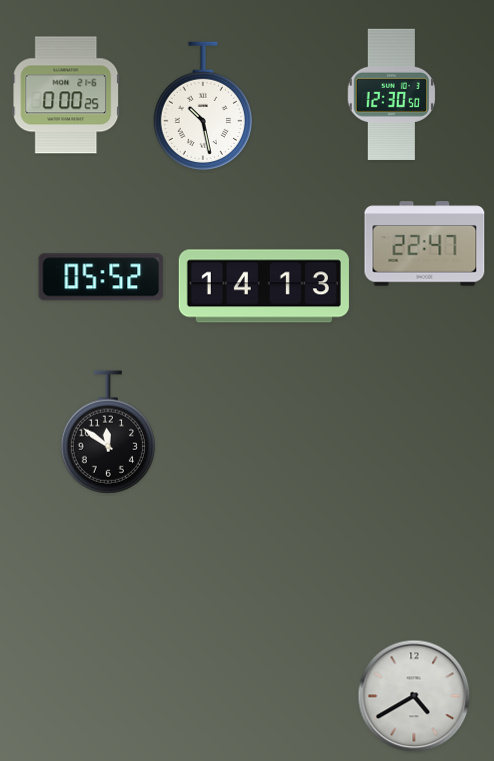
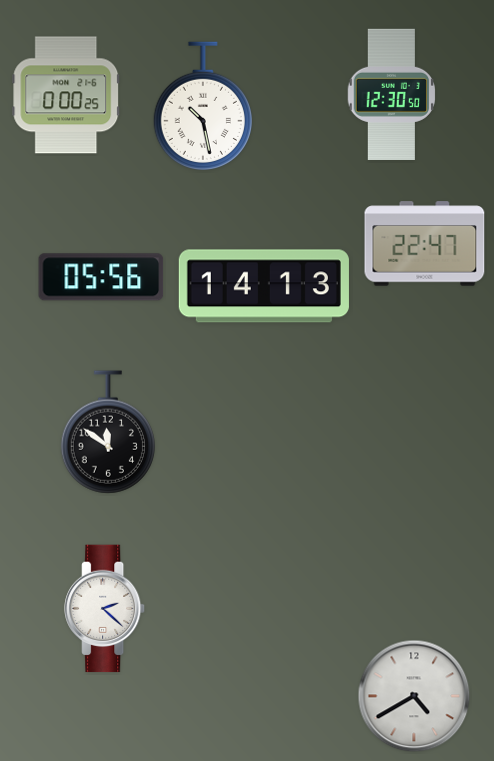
clock at (101, 277): 05:52 -> 05:56
clock at (105, 609): none -> 2:22
